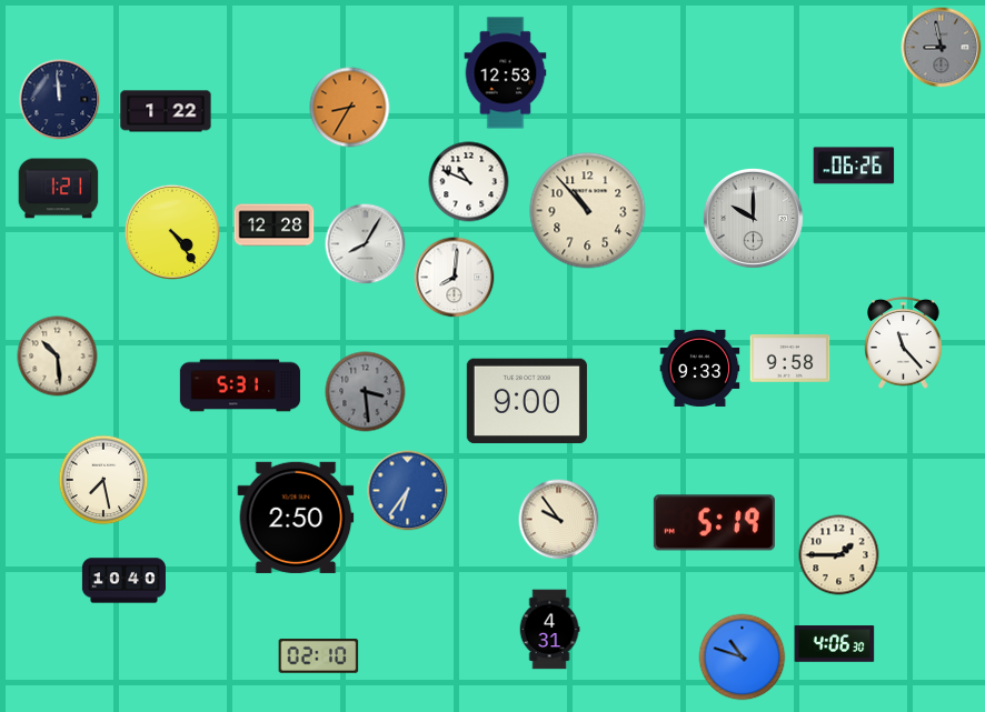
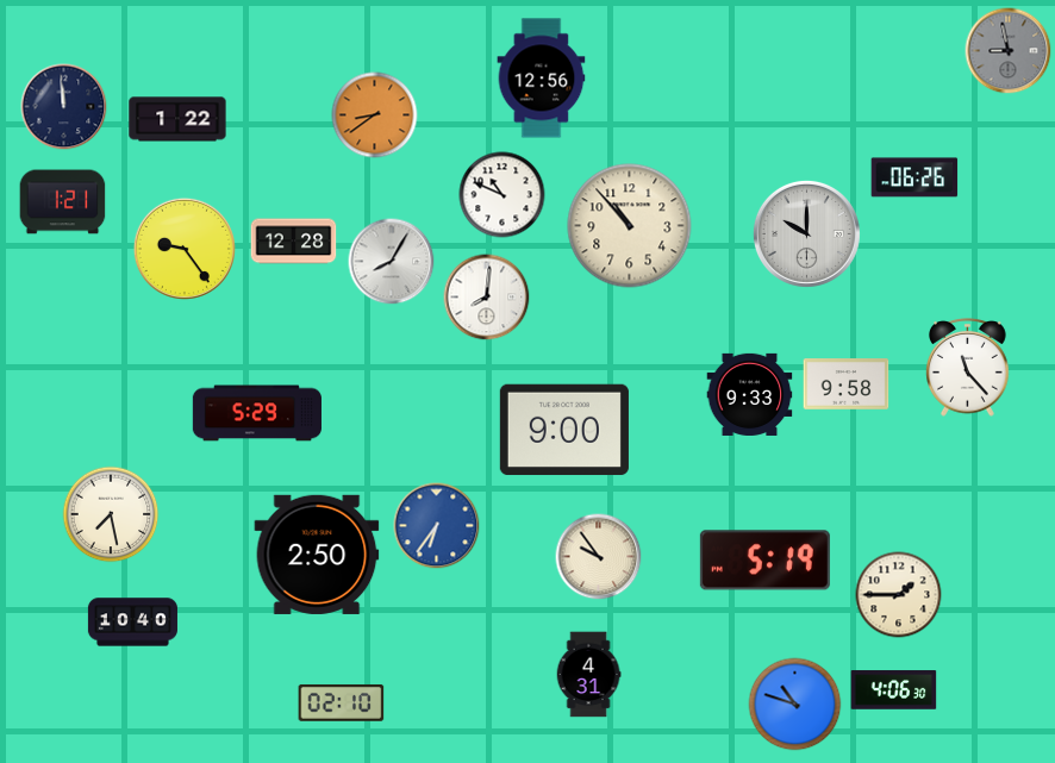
clock at (506, 73): 12:53 -> 12:56
clock at (350, 108): 8:35 -> 8:39
clock at (172, 232): 4:24 -> 9:24
clock at (58, 357): 10:29 -> none
clock at (240, 385): 5:31 -> 5:29
clock at (366, 392): 3:29 -> none
